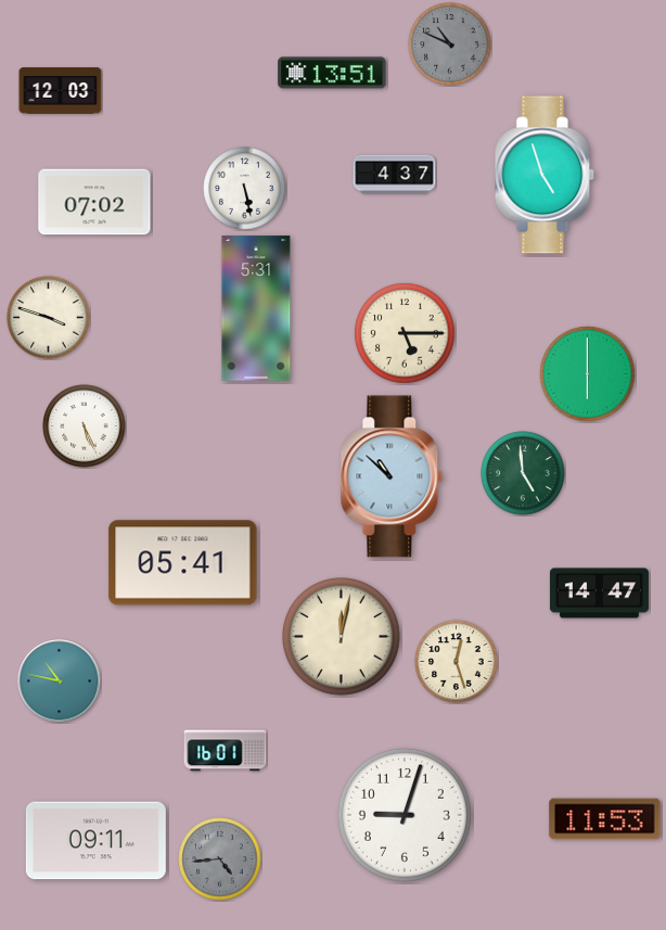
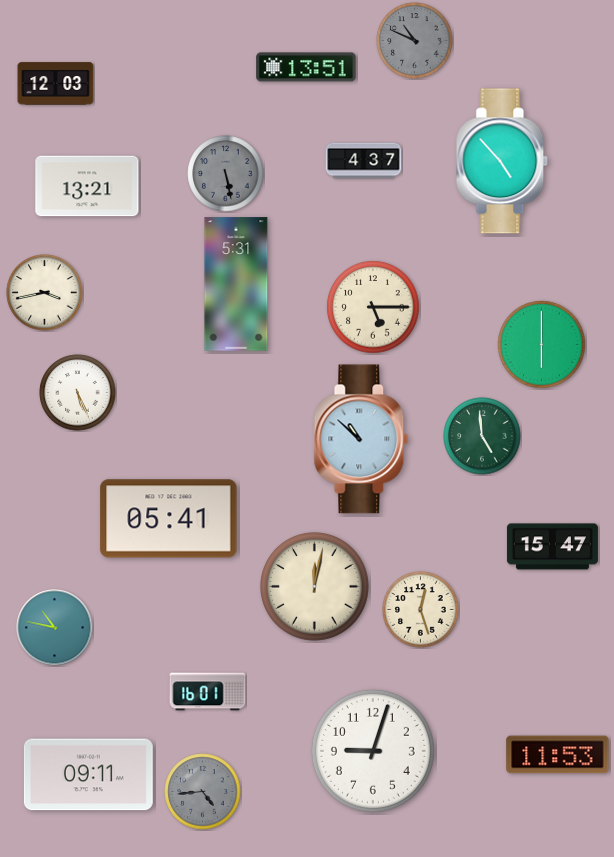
clock at (545, 175): 4:57 -> 4:53
clock at (245, 189) dial: white -> grey
clock at (94, 202): 07:02 -> 13:21
clock at (49, 318): 3:48 -> 3:43
clock at (599, 594): 14:47 -> 15:47
